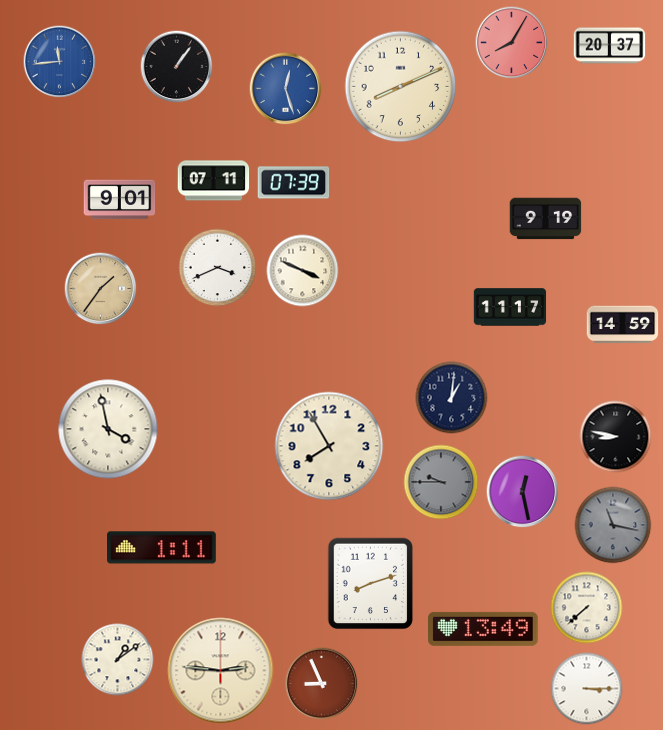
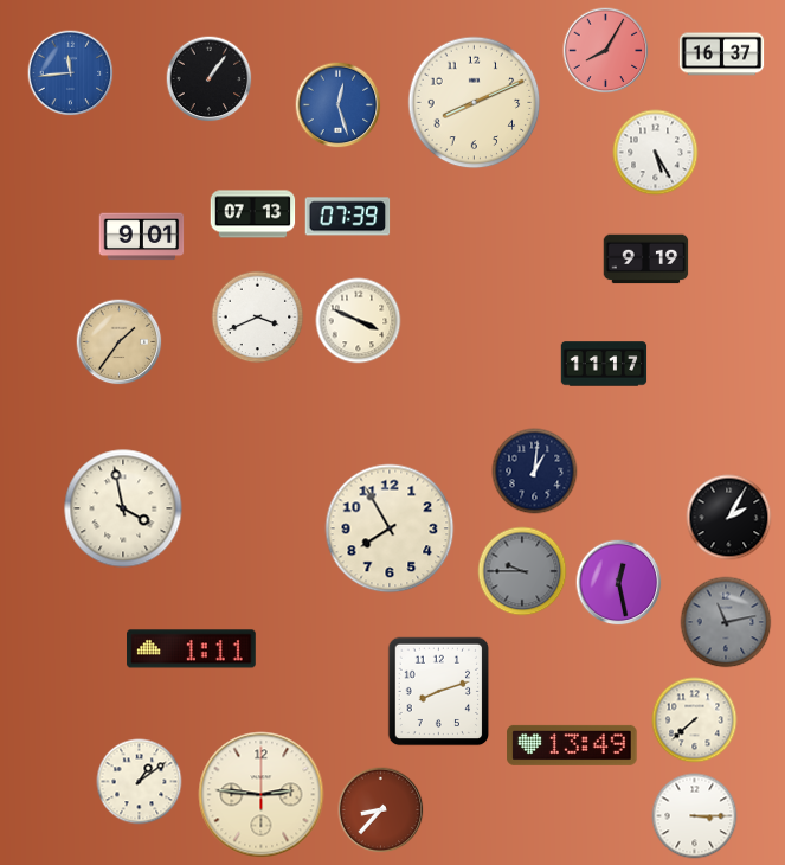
clock at (610, 46): 20:37 -> 16:37
clock at (656, 153): none -> 5:25
clock at (214, 181): 07:11 -> 07:13
clock at (623, 325): 14:59 -> none
clock at (108, 429) position: (108, 429) -> (123, 508)
clock at (616, 437): 8:47 -> 2:05
clock at (613, 525): 11:17 -> 11:13
clock at (322, 684): 8:56 -> 8:37
